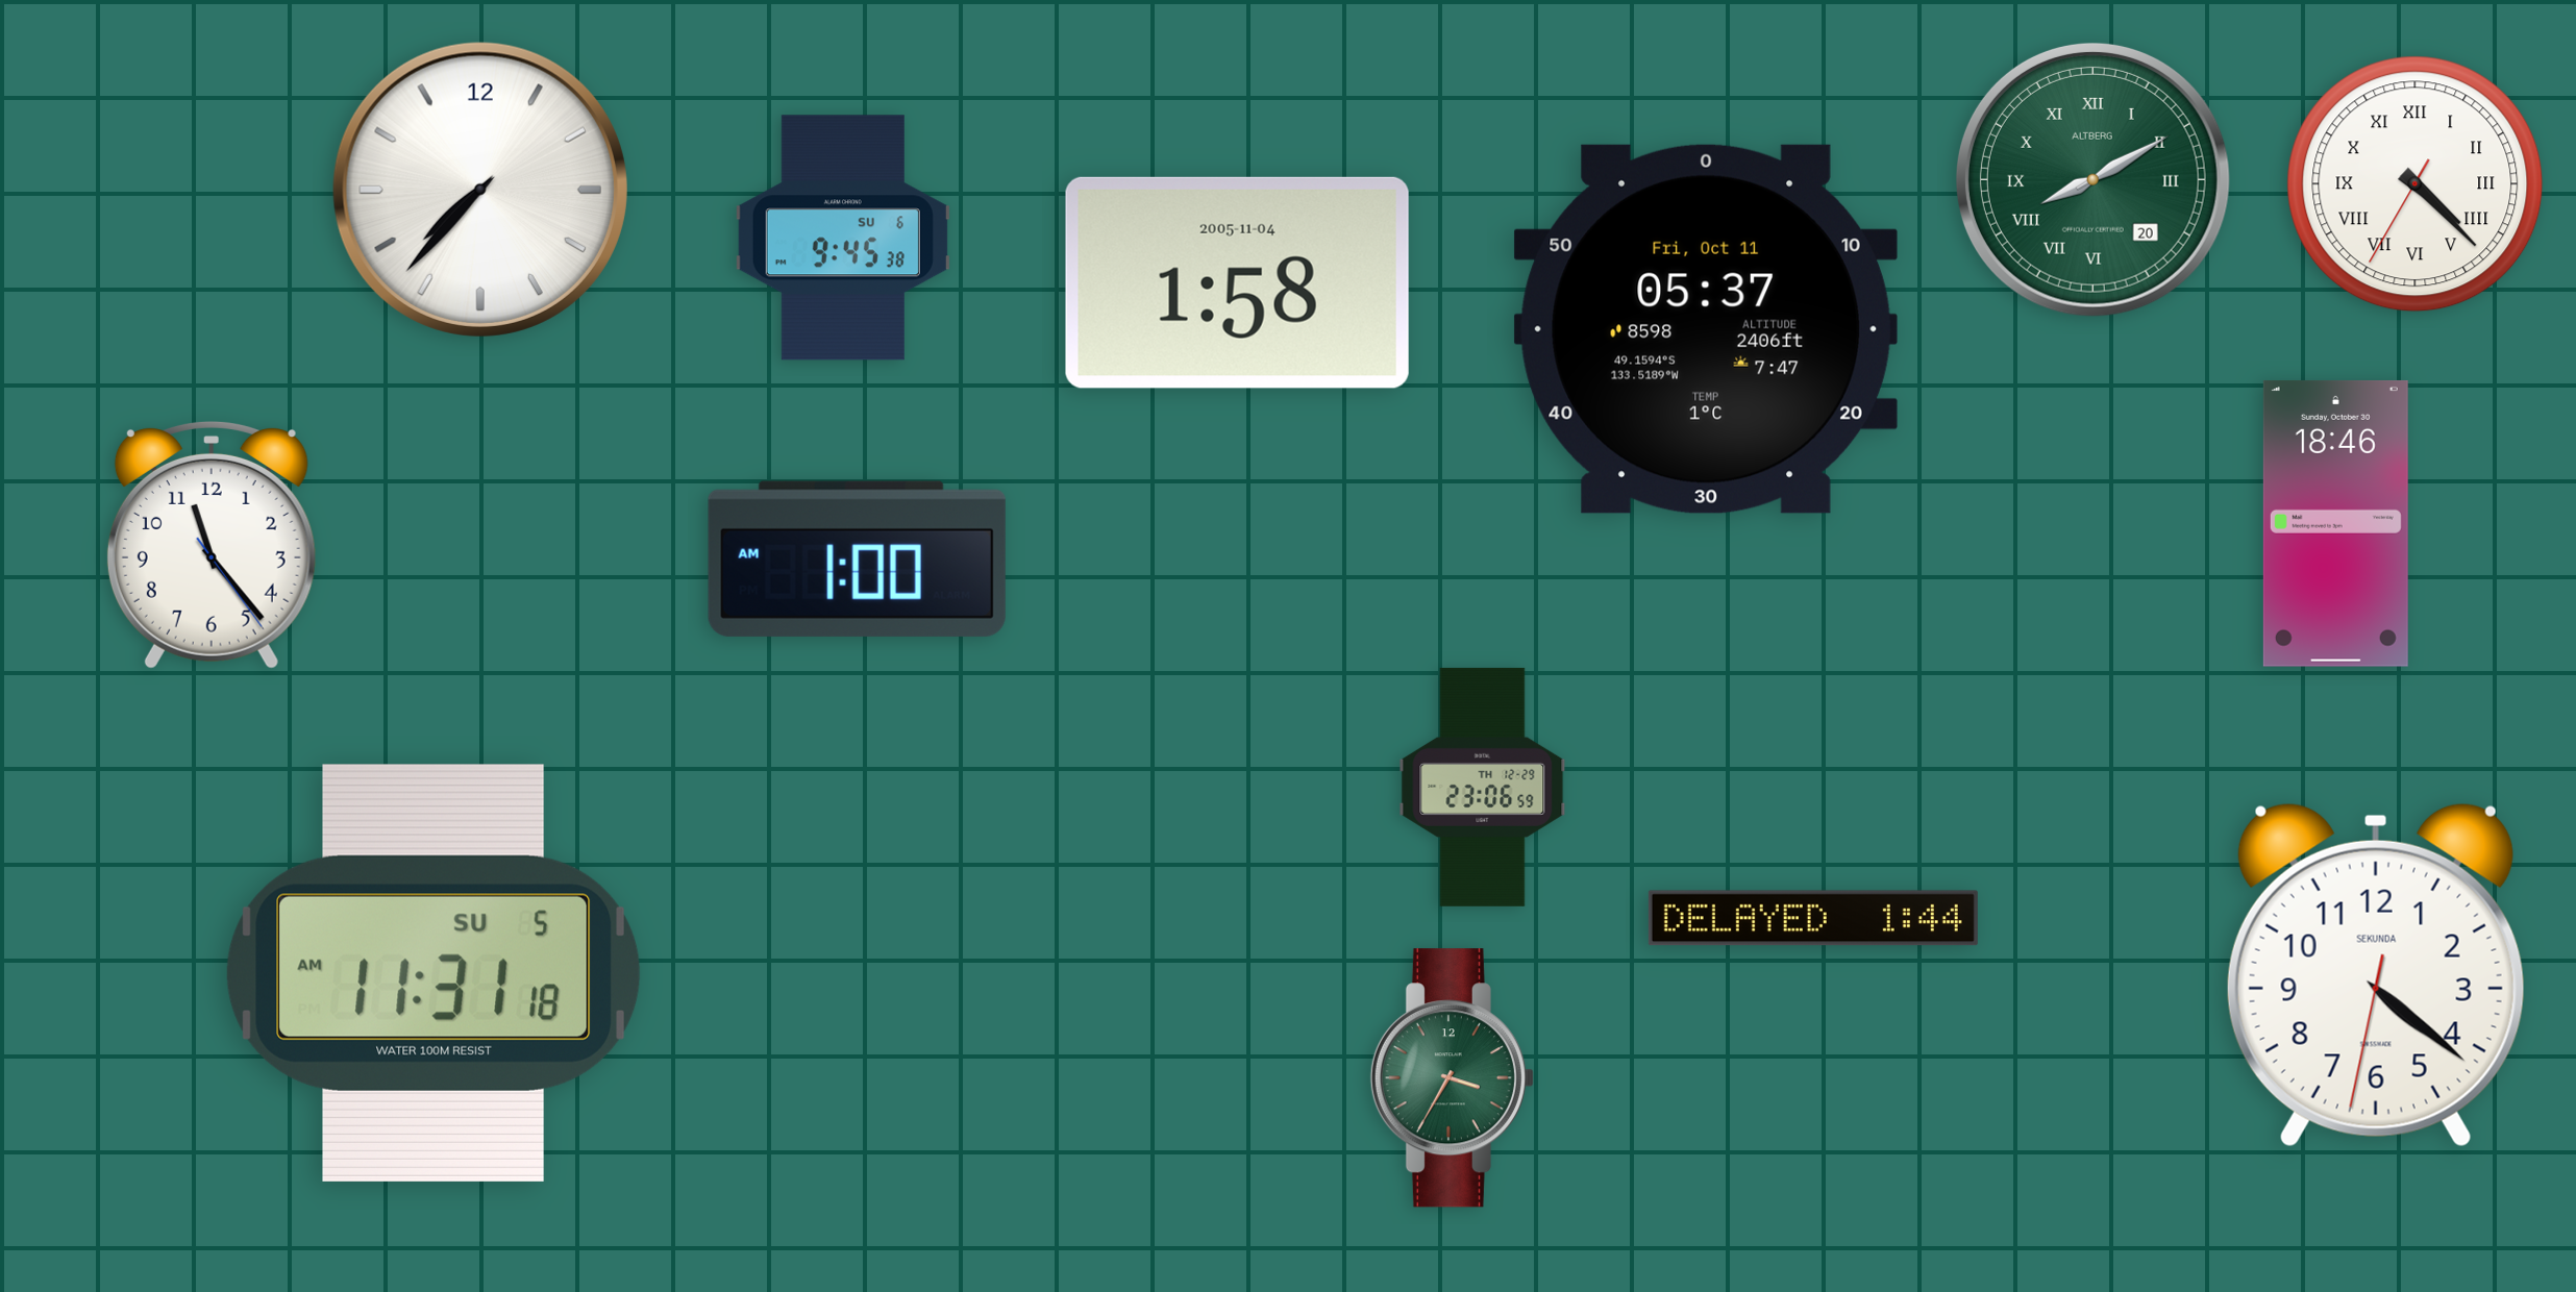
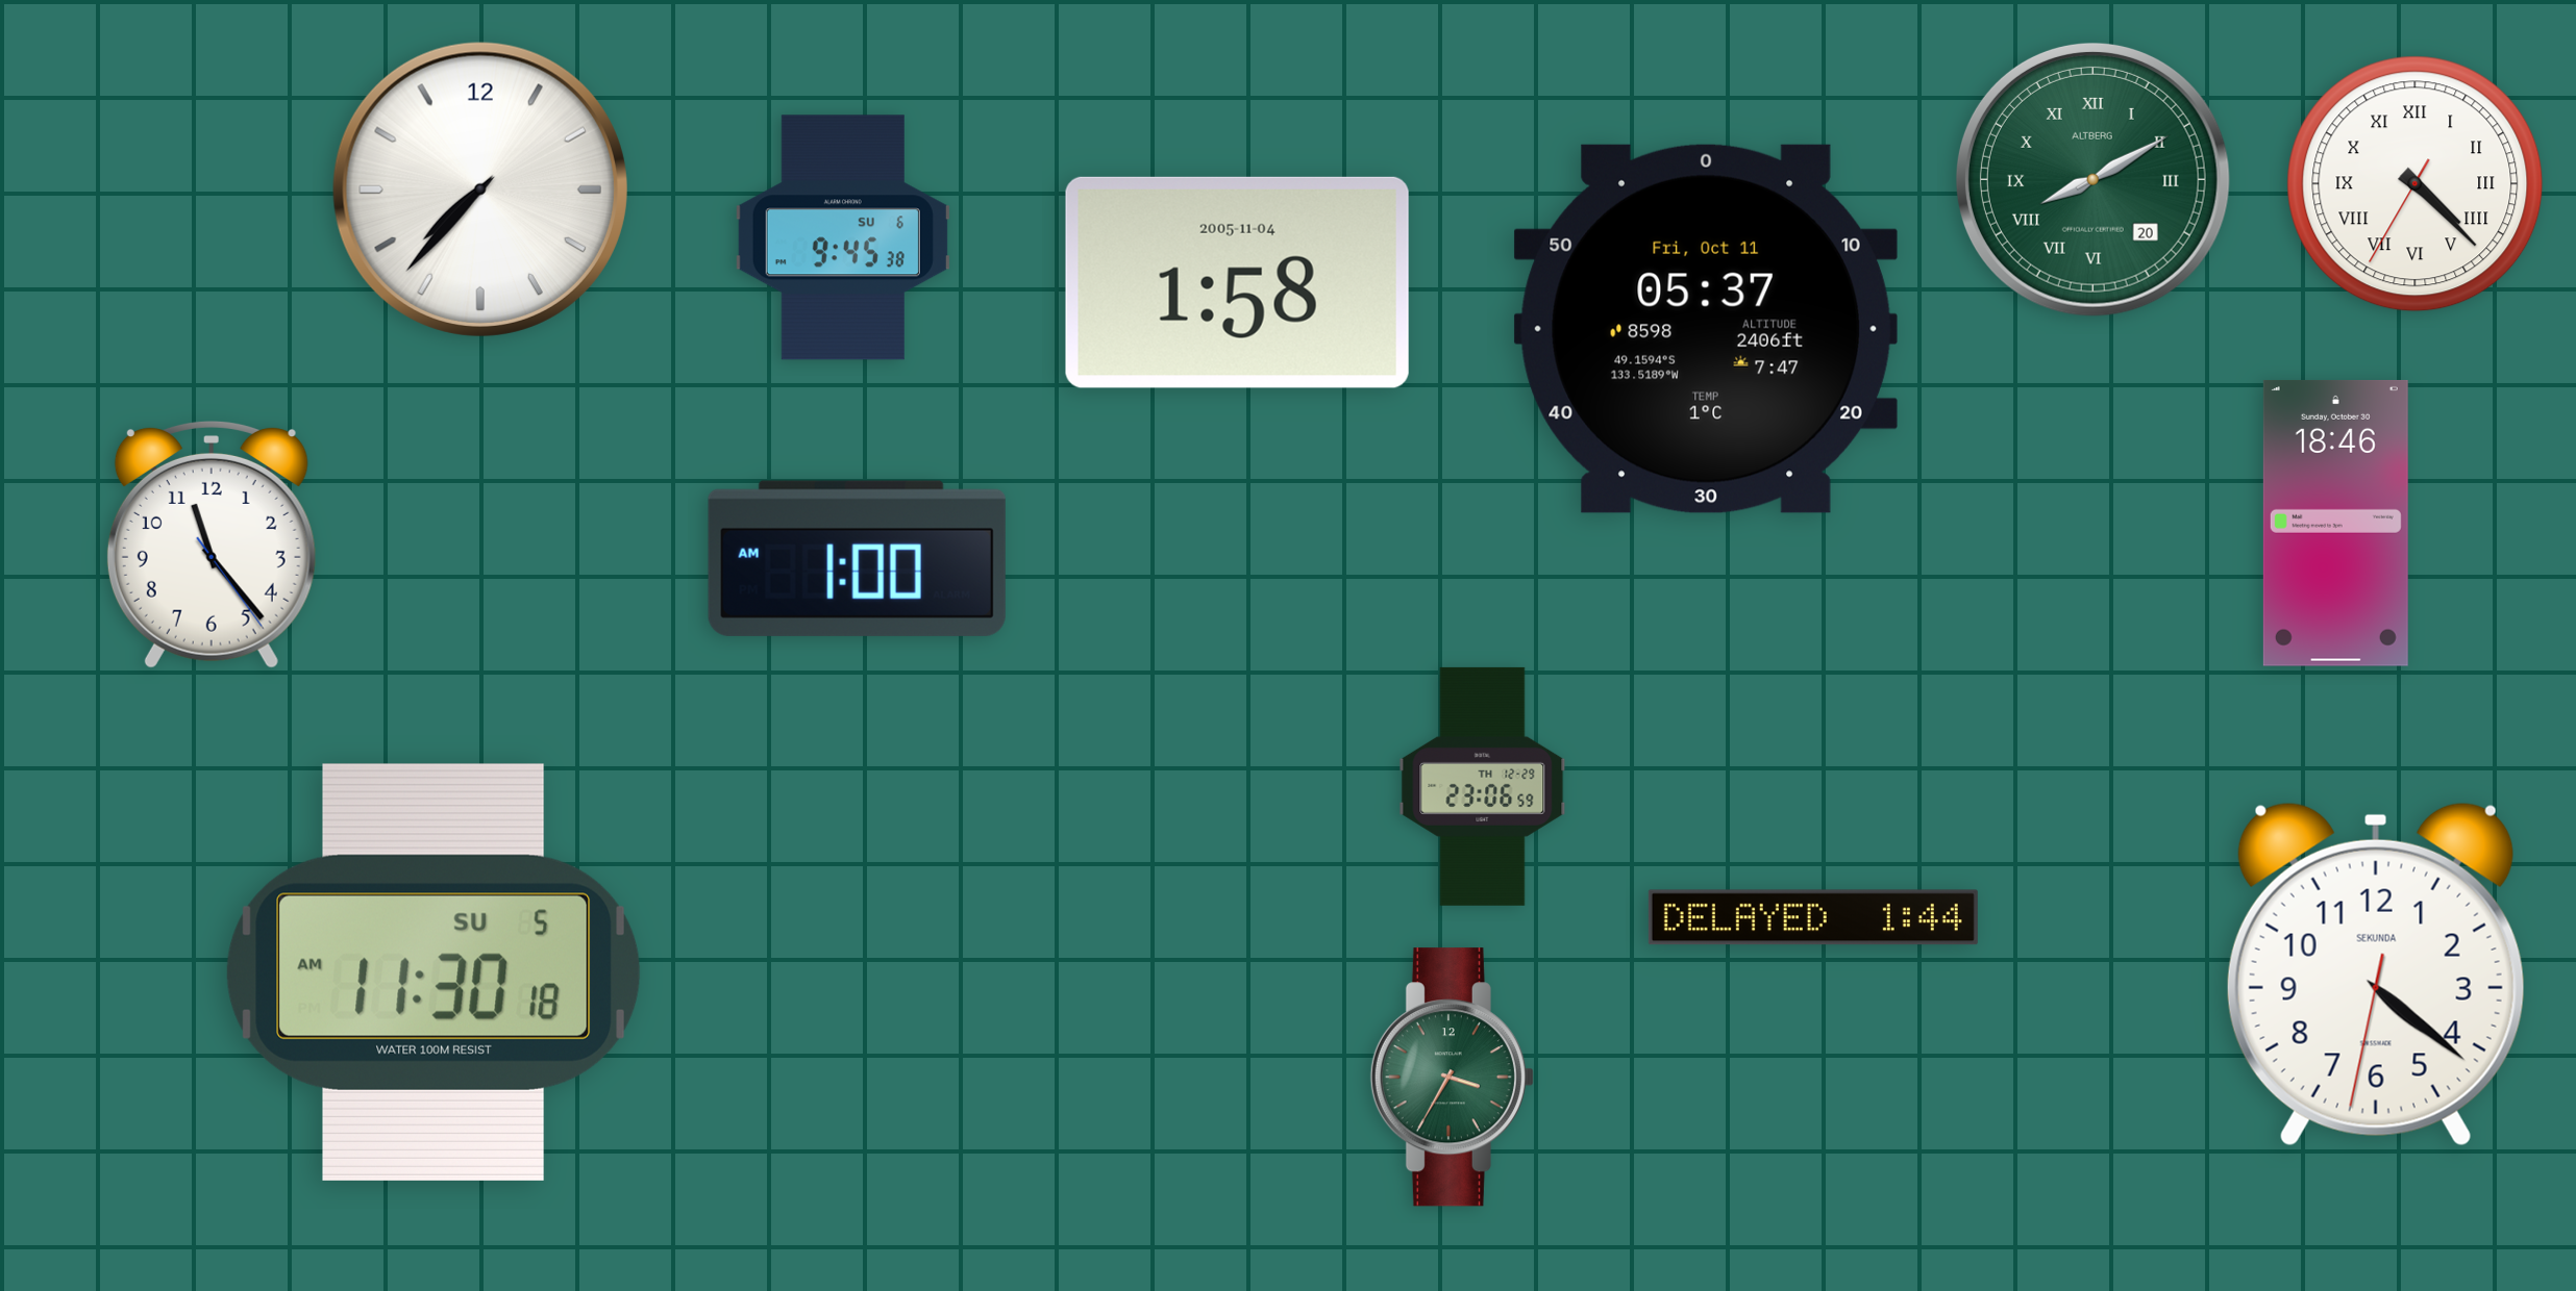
clock at (432, 973): 11:31 -> 11:30
